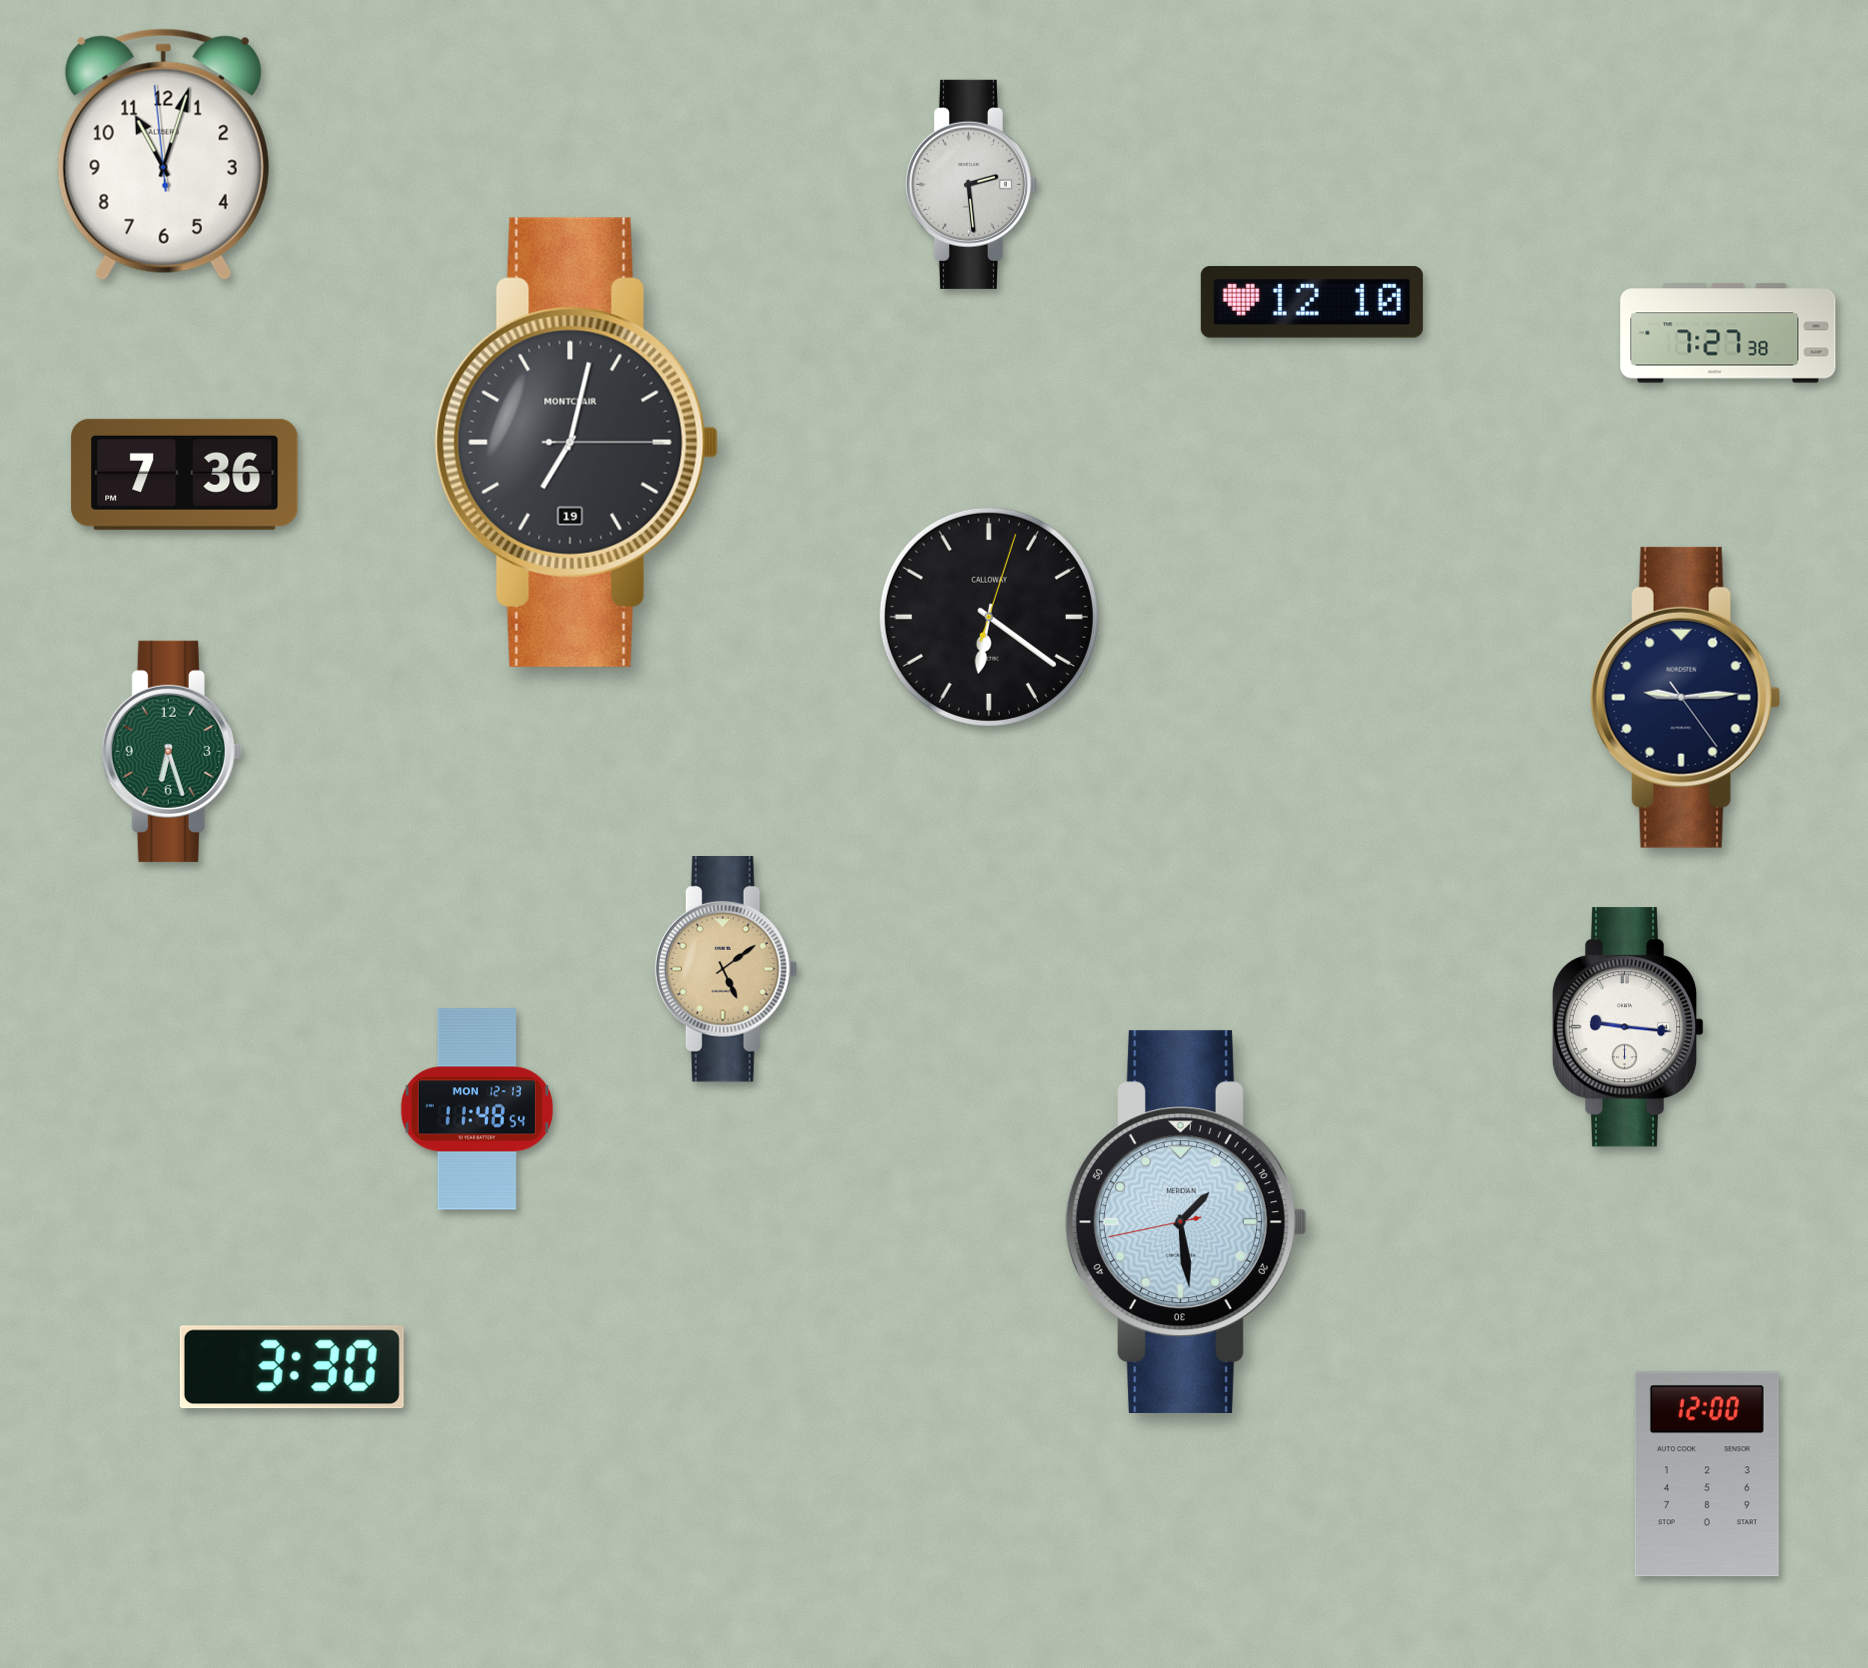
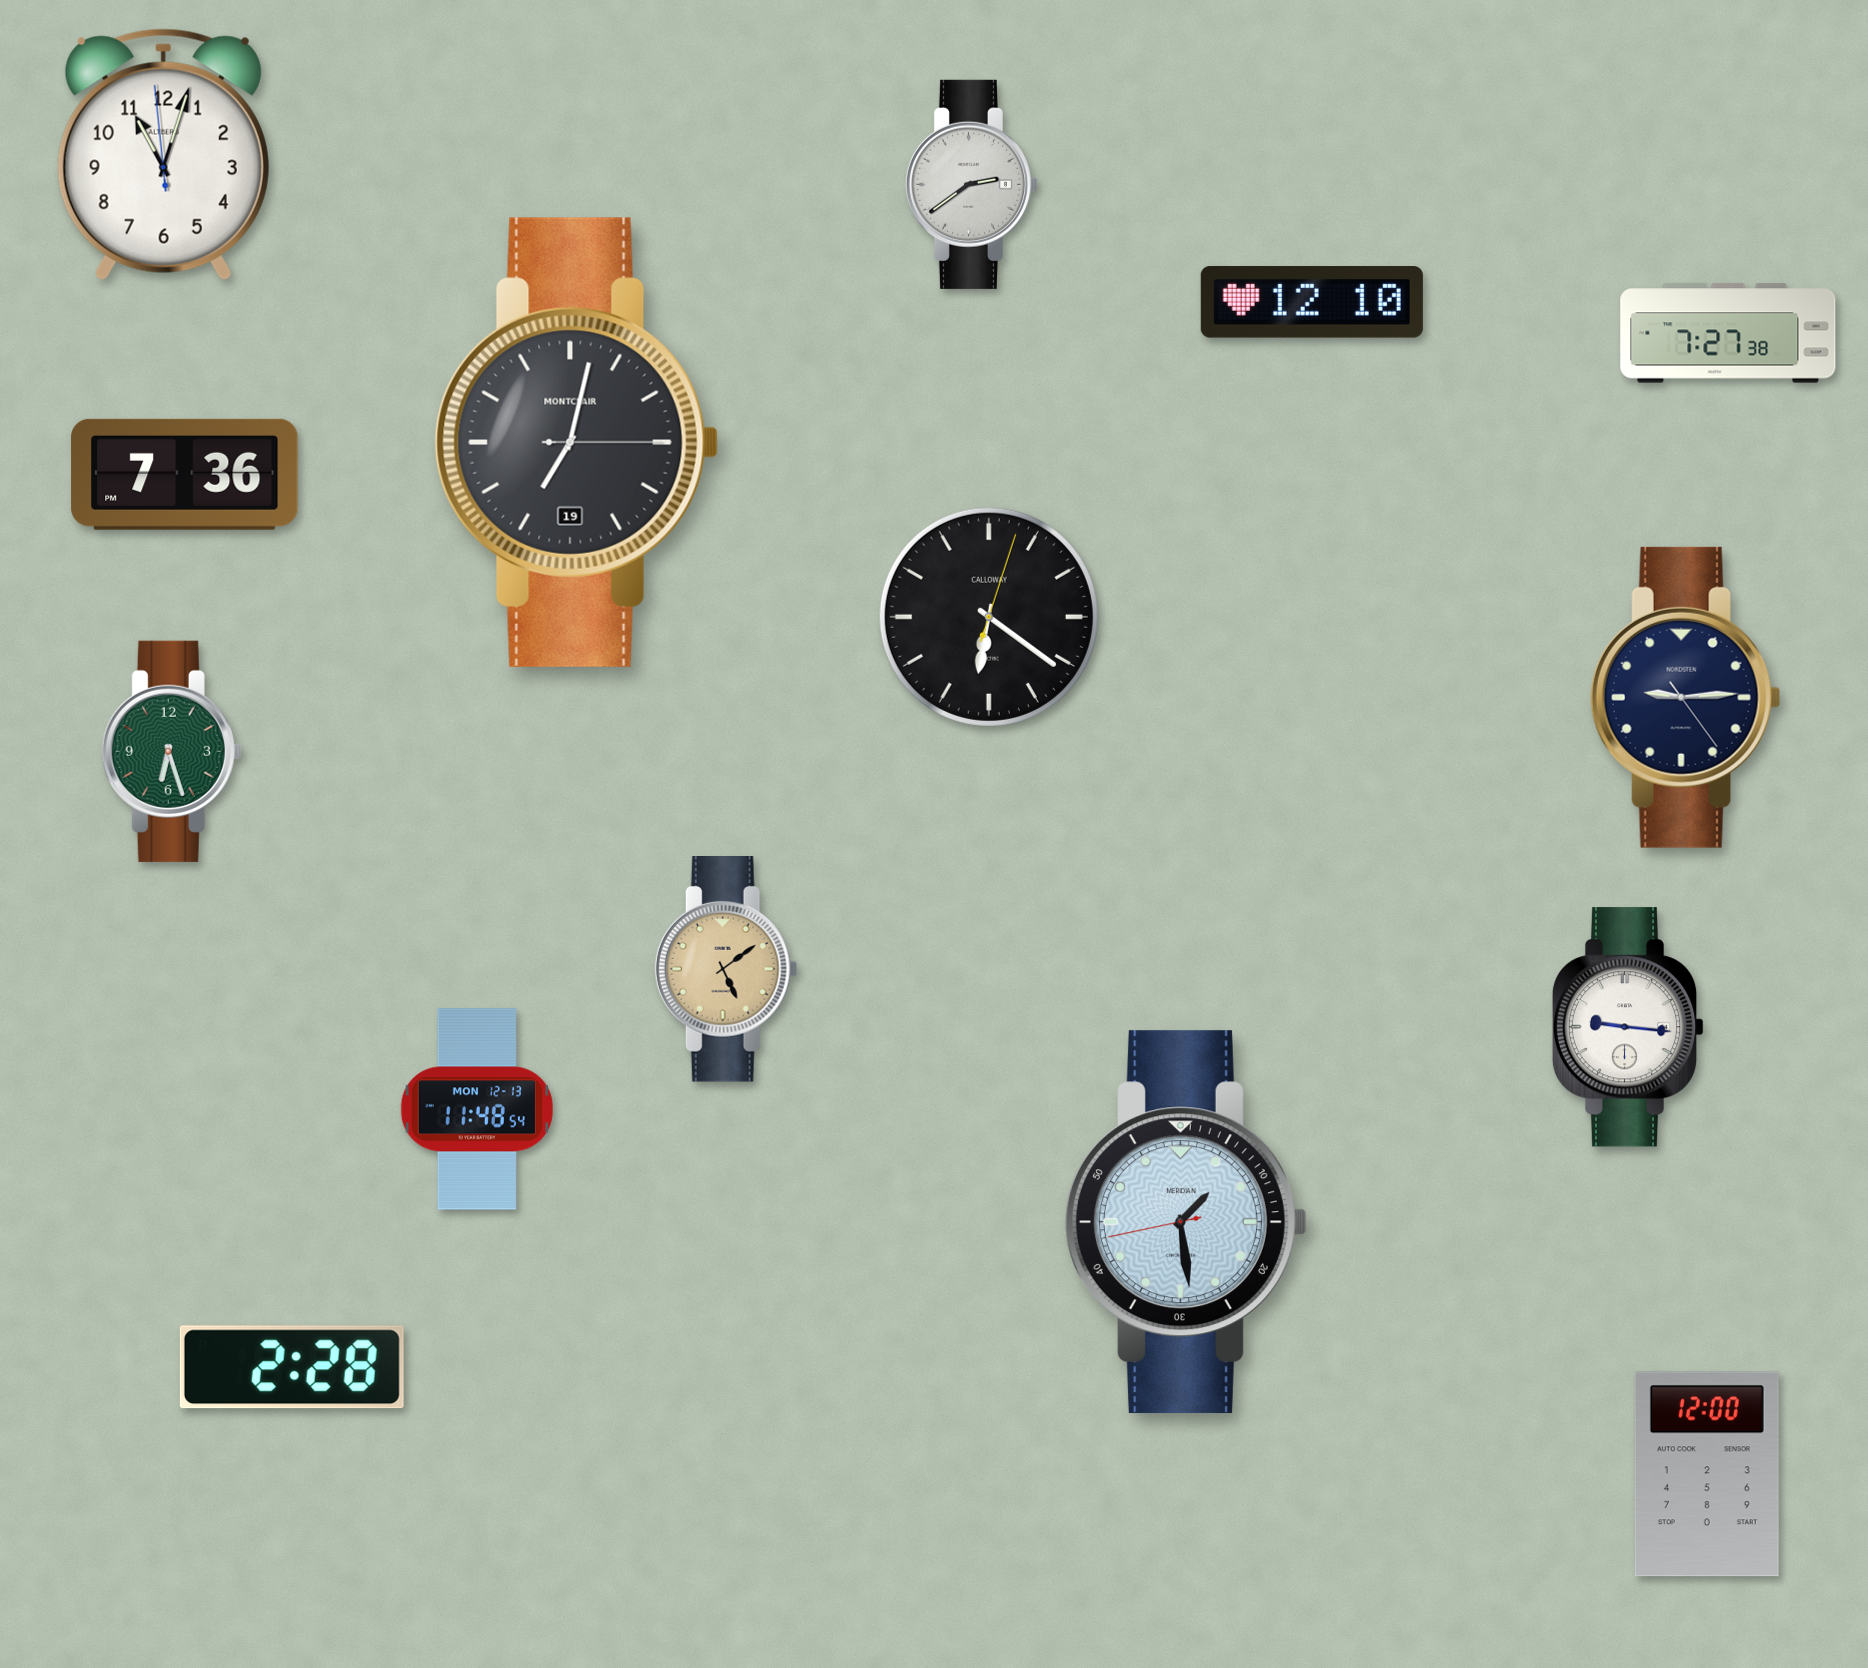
clock at (971, 184): 2:29 -> 2:39
clock at (292, 1367): 3:30 -> 2:28
